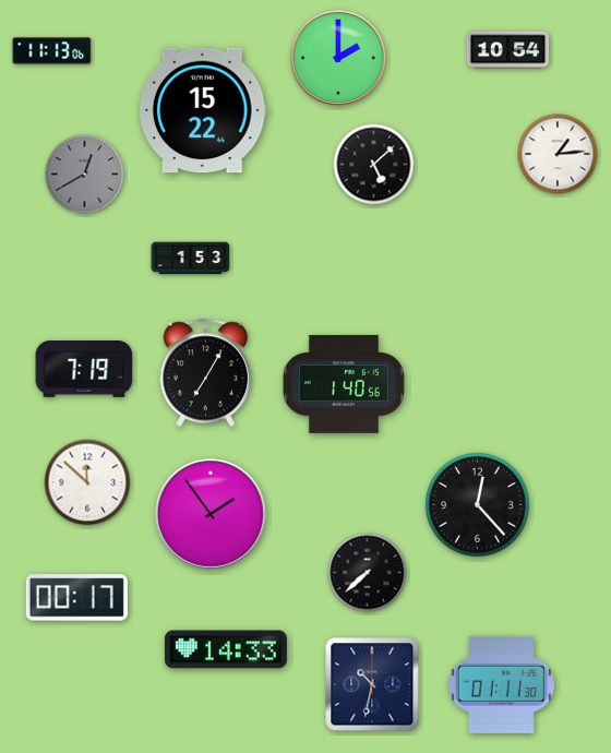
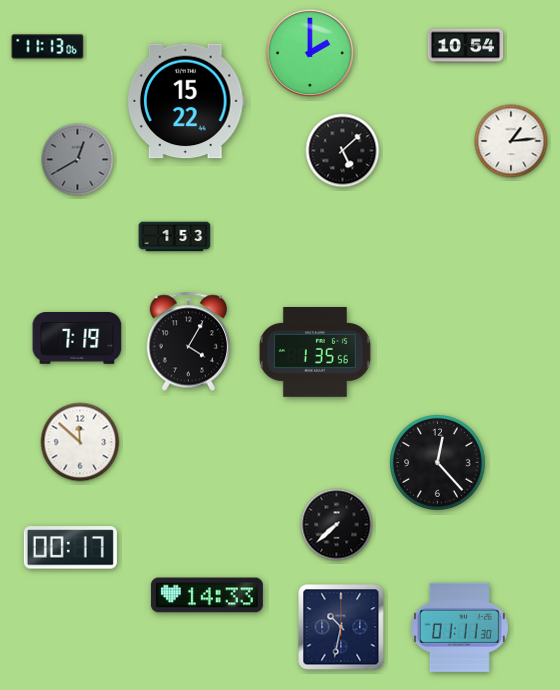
clock at (206, 373): 7:05 -> 4:05
clock at (344, 385): 1:40 -> 1:35
clock at (211, 514): 1:54 -> none
